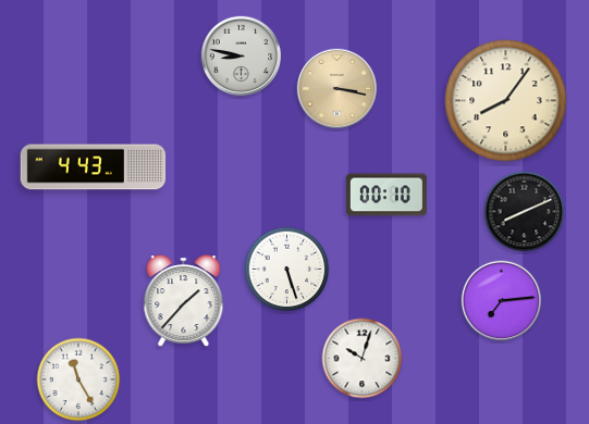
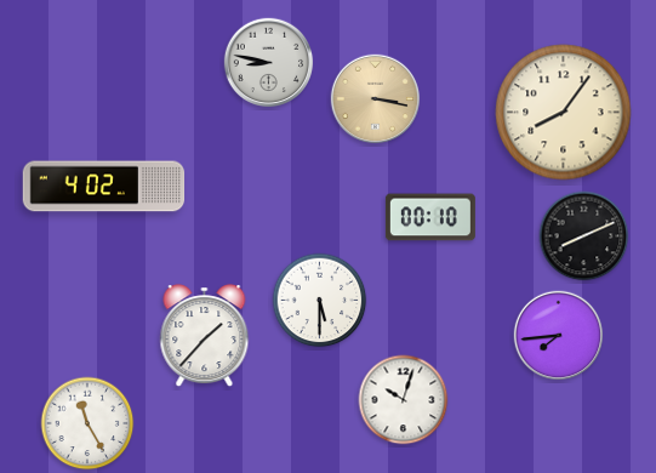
clock at (94, 167): 4:43 -> 4:02
clock at (287, 270): 5:27 -> 5:30
clock at (502, 301): 7:14 -> 7:44
